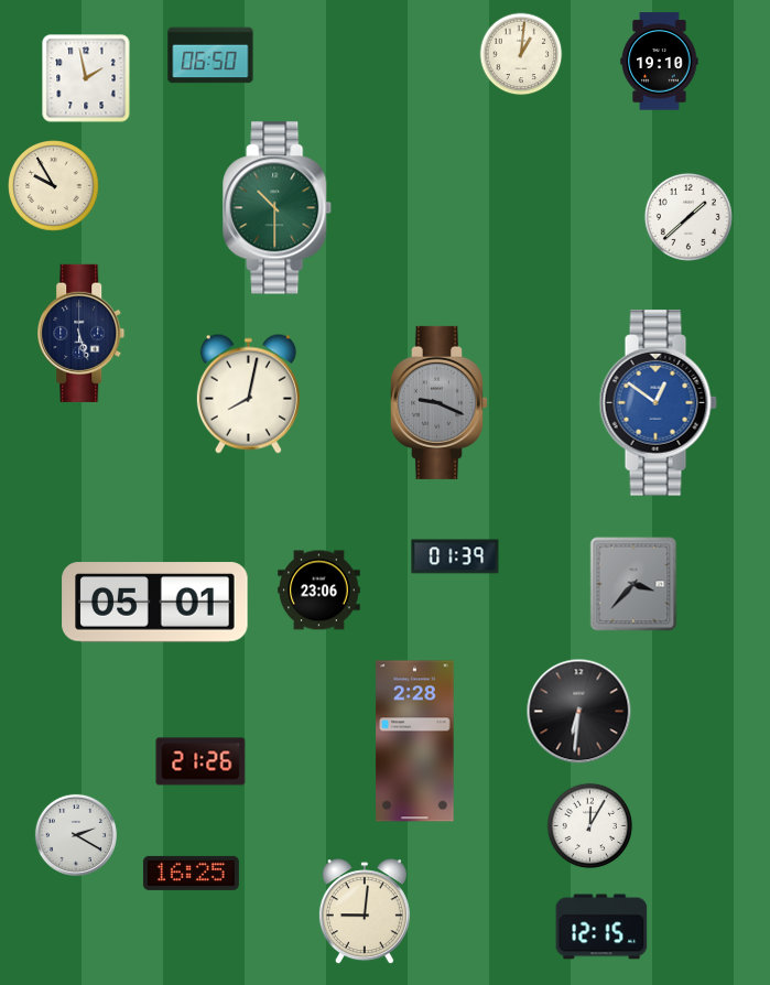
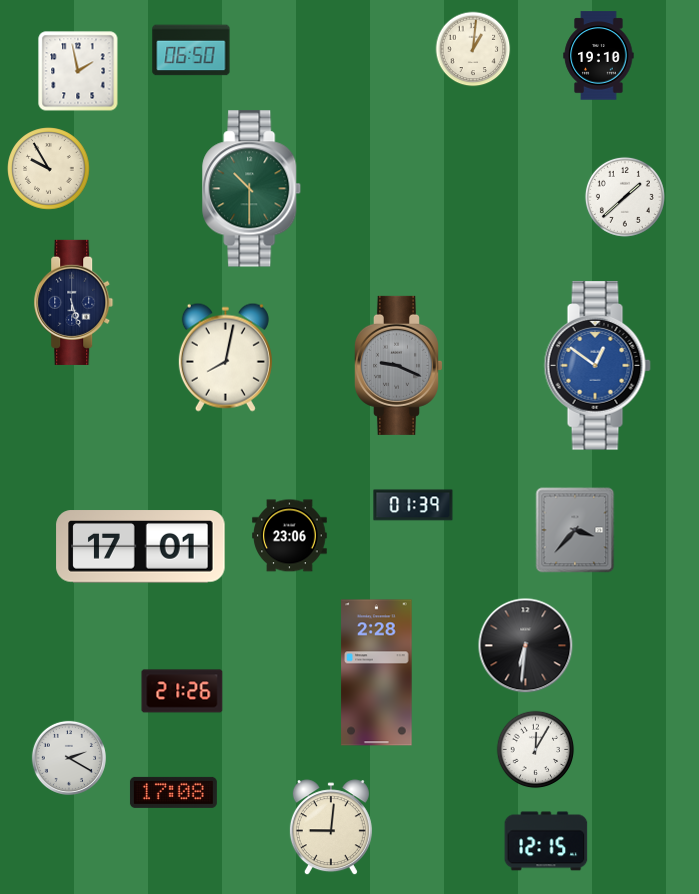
clock at (155, 603): 05:01 -> 17:01
clock at (191, 873): 16:25 -> 17:08
